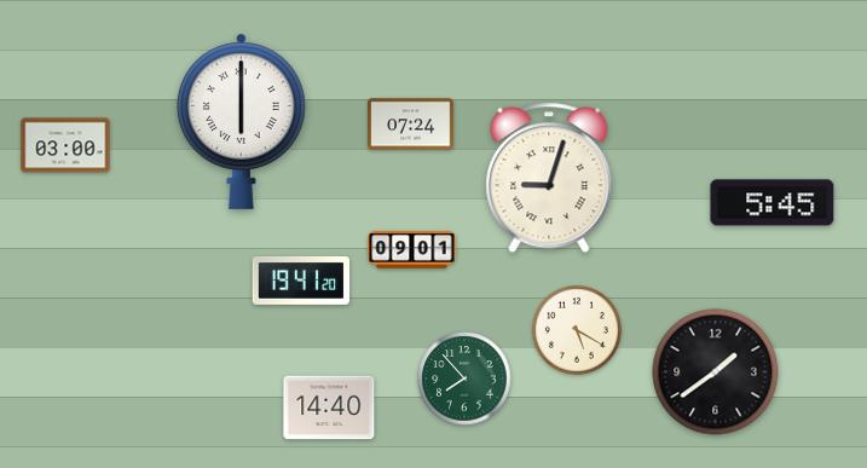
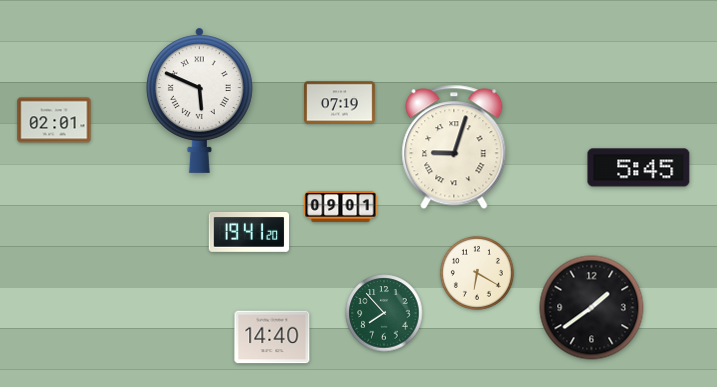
clock at (241, 121): 6:00 -> 5:49
clock at (411, 125): 07:24 -> 07:19
clock at (65, 145): 03:00 -> 02:01
clock at (577, 330): 5:20 -> 6:20
